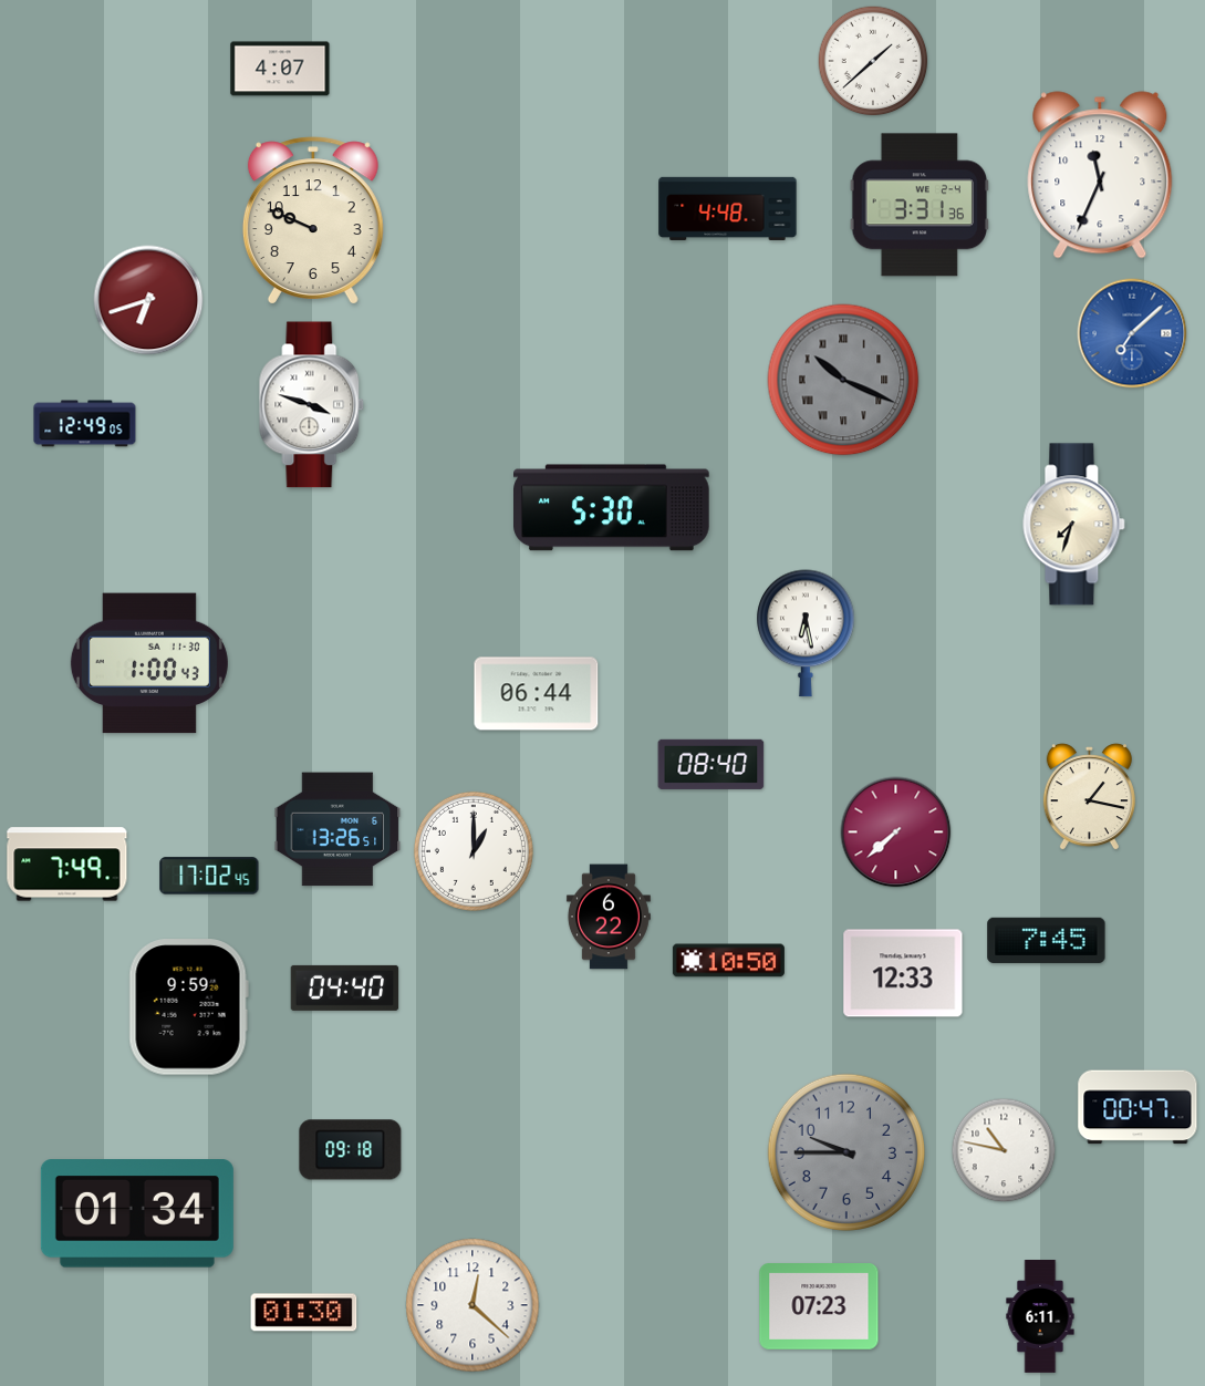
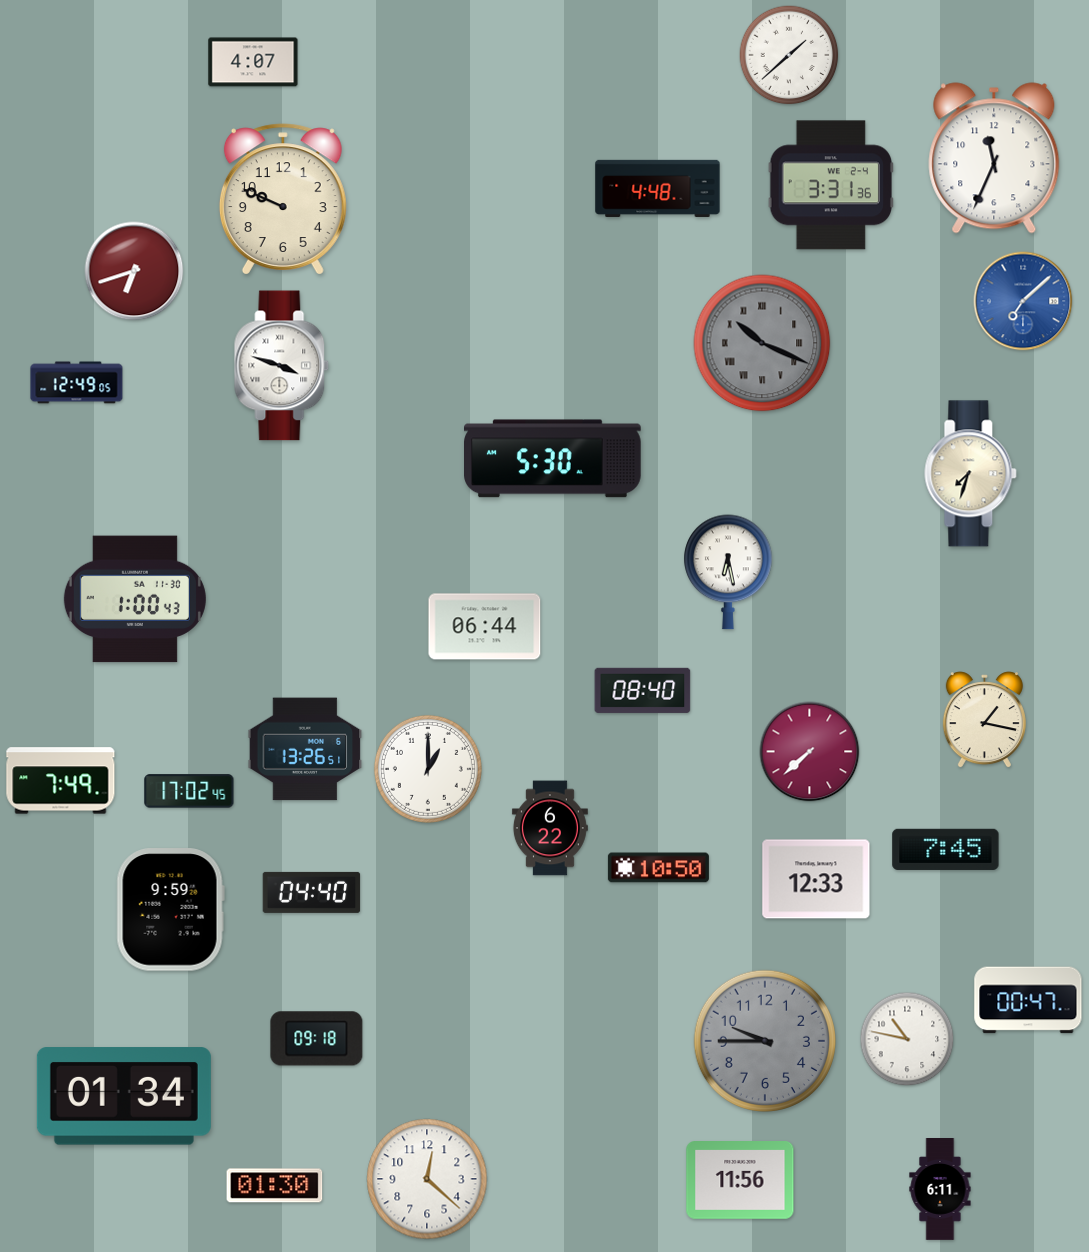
clock at (819, 1307): 07:23 -> 11:56
